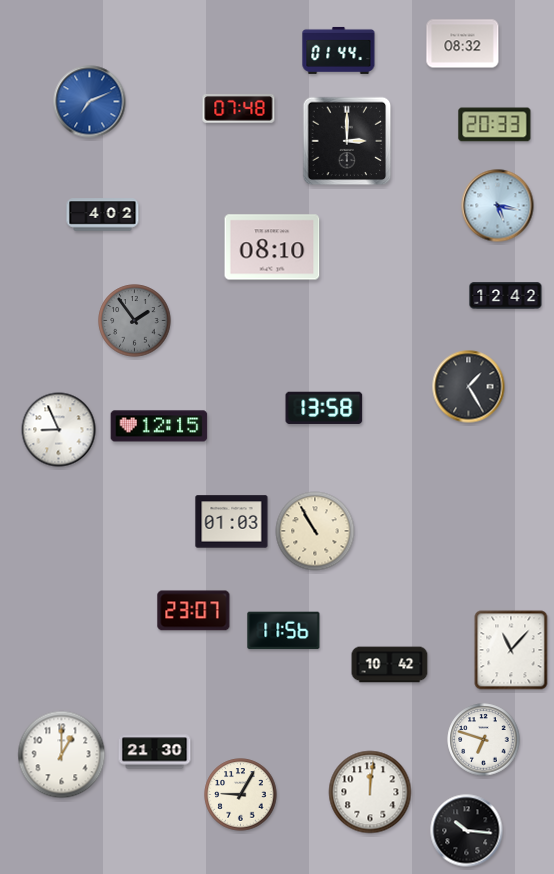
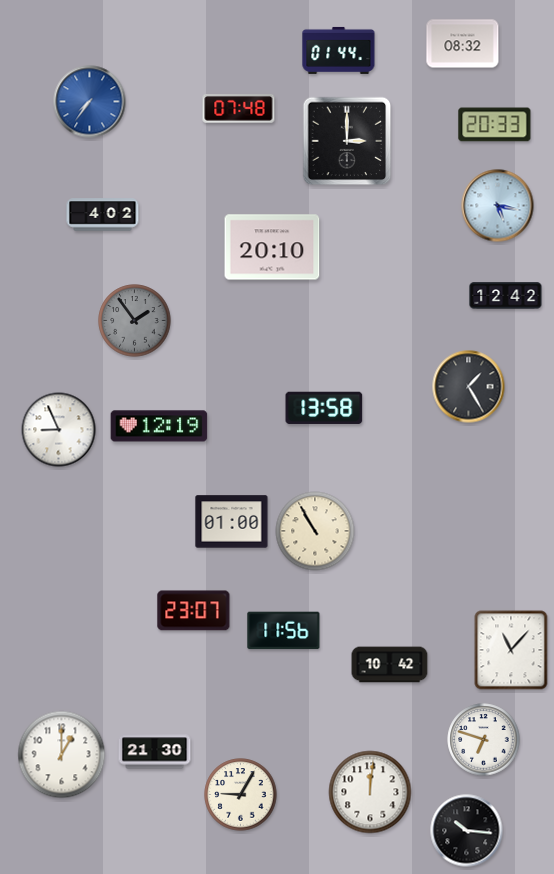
clock at (90, 102): 7:11 -> 7:36
clock at (272, 247): 08:10 -> 20:10
clock at (159, 426): 12:15 -> 12:19
clock at (232, 522): 01:03 -> 01:00
